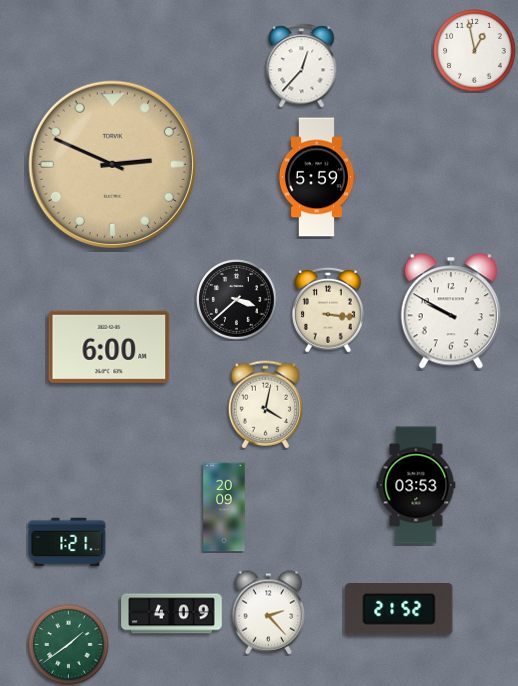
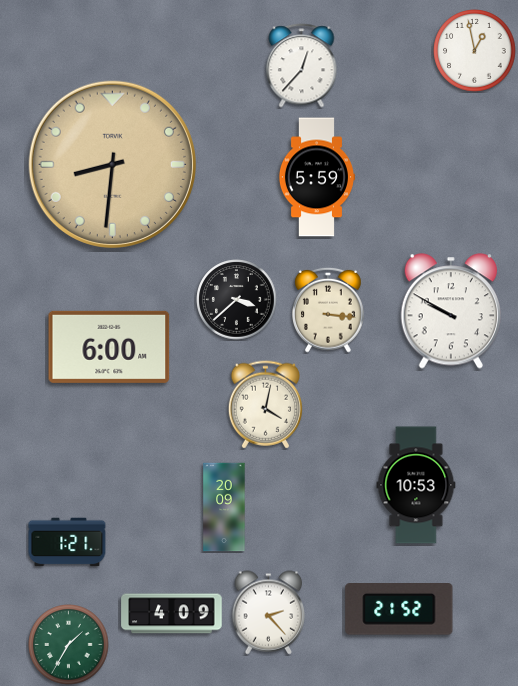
clock at (112, 164): 2:49 -> 8:31
clock at (416, 485): 03:53 -> 10:53
clock at (69, 645): 1:39 -> 1:35
